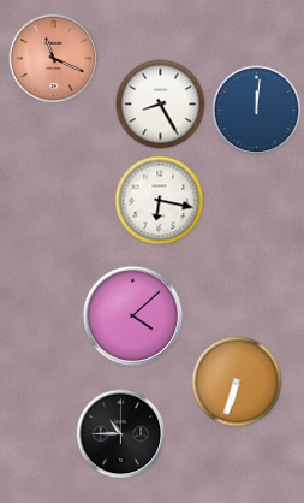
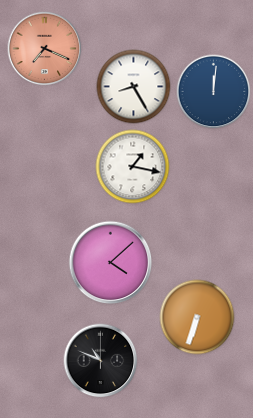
clock at (54, 59): 11:19 -> 7:19
clock at (160, 201): 6:17 -> 1:17
clock at (121, 434): 10:45 -> 10:49
